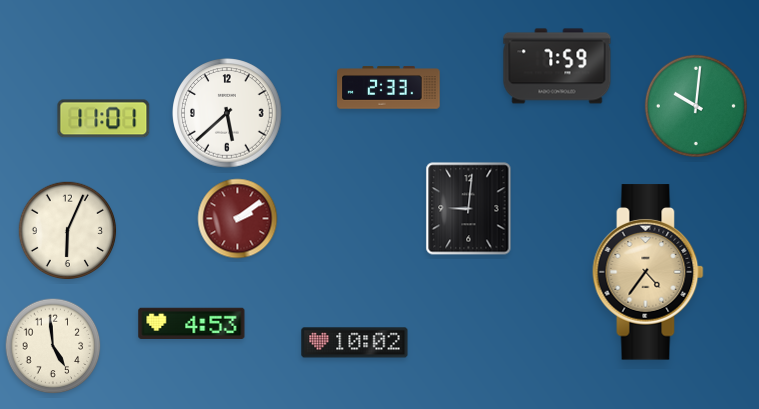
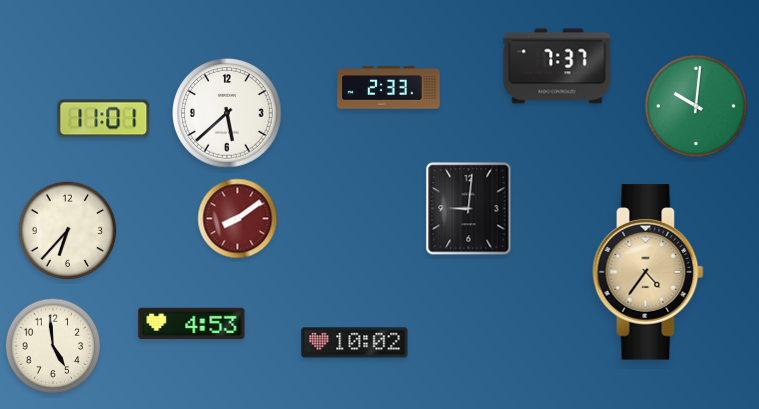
clock at (557, 66): 7:59 -> 7:37
clock at (238, 219): 2:09 -> 8:09
clock at (68, 231): 6:04 -> 6:37
